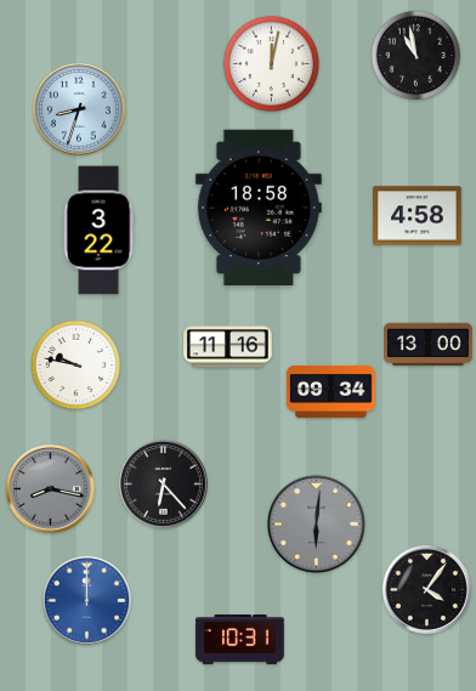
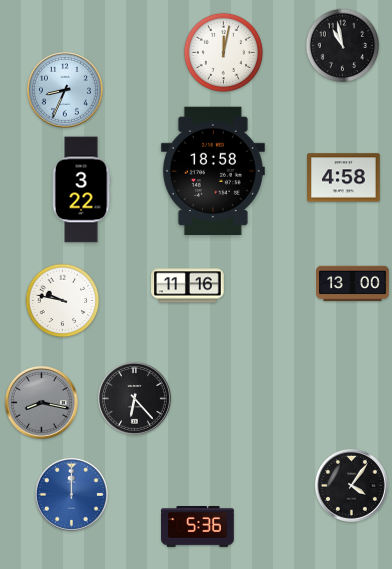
clock at (79, 109): 8:33 -> 8:34
clock at (331, 391): 09:34 -> none
clock at (317, 525): 6:01 -> none
clock at (240, 640): 10:31 -> 5:36
